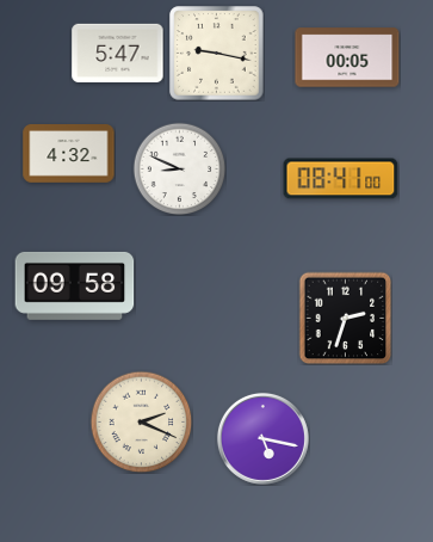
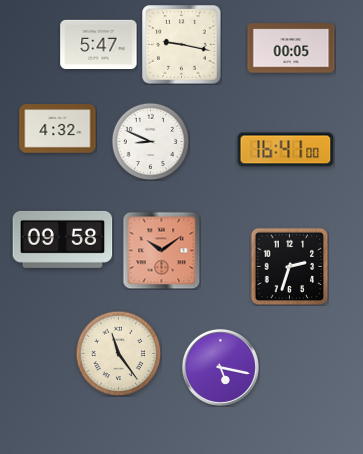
clock at (341, 179): 08:41 -> 16:41
clock at (161, 250): none -> 10:09
clock at (141, 421): 2:19 -> 11:24
